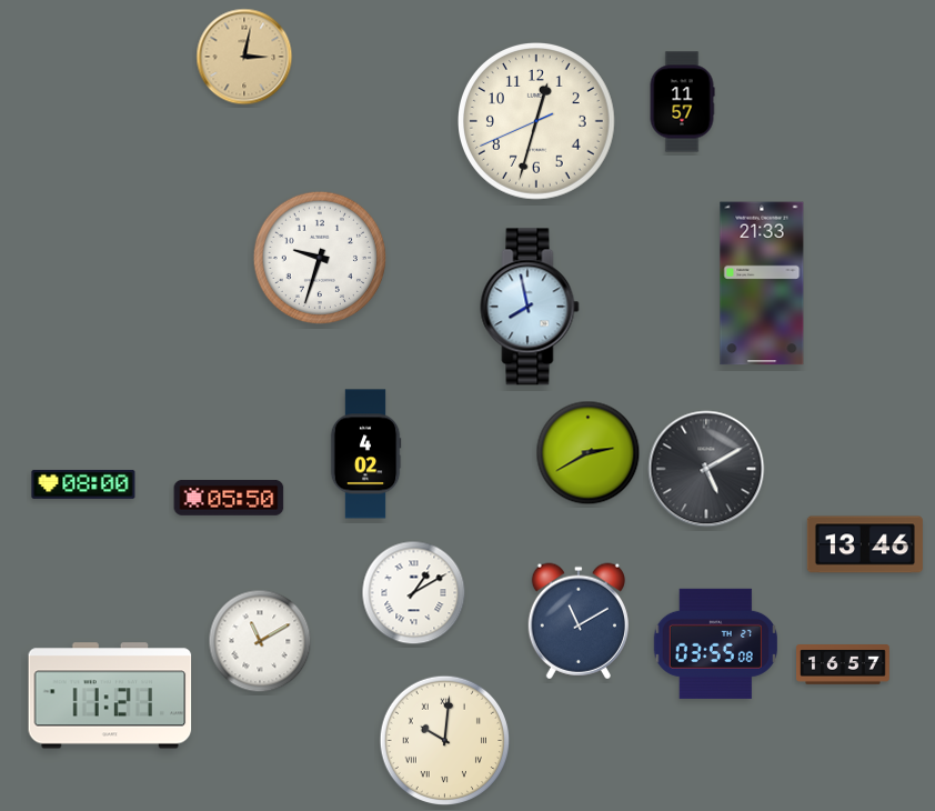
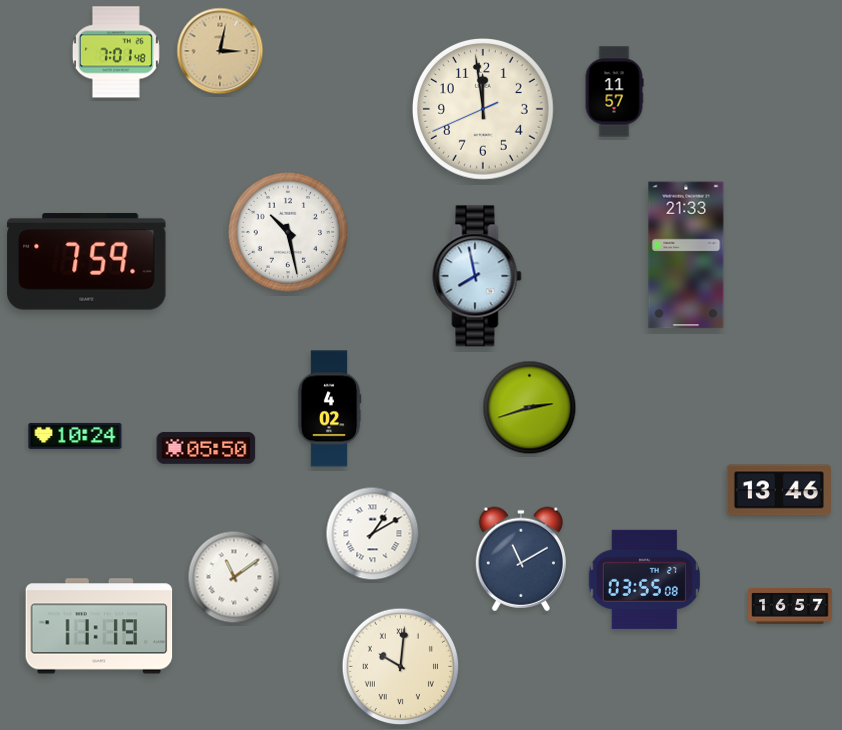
clock at (116, 52): none -> 7:01
clock at (537, 122): 12:32 -> 11:58
clock at (319, 257): 9:33 -> 10:28
clock at (87, 262): none -> 7:59
clock at (589, 453): 2:40 -> 2:42
clock at (706, 469): 5:10 -> none
clock at (83, 484): 08:00 -> 10:24
clock at (260, 641): 11:10 -> 11:09
clock at (844, 664) position: (844, 664) -> (791, 606)
clock at (110, 695): 11:21 -> 11:19
